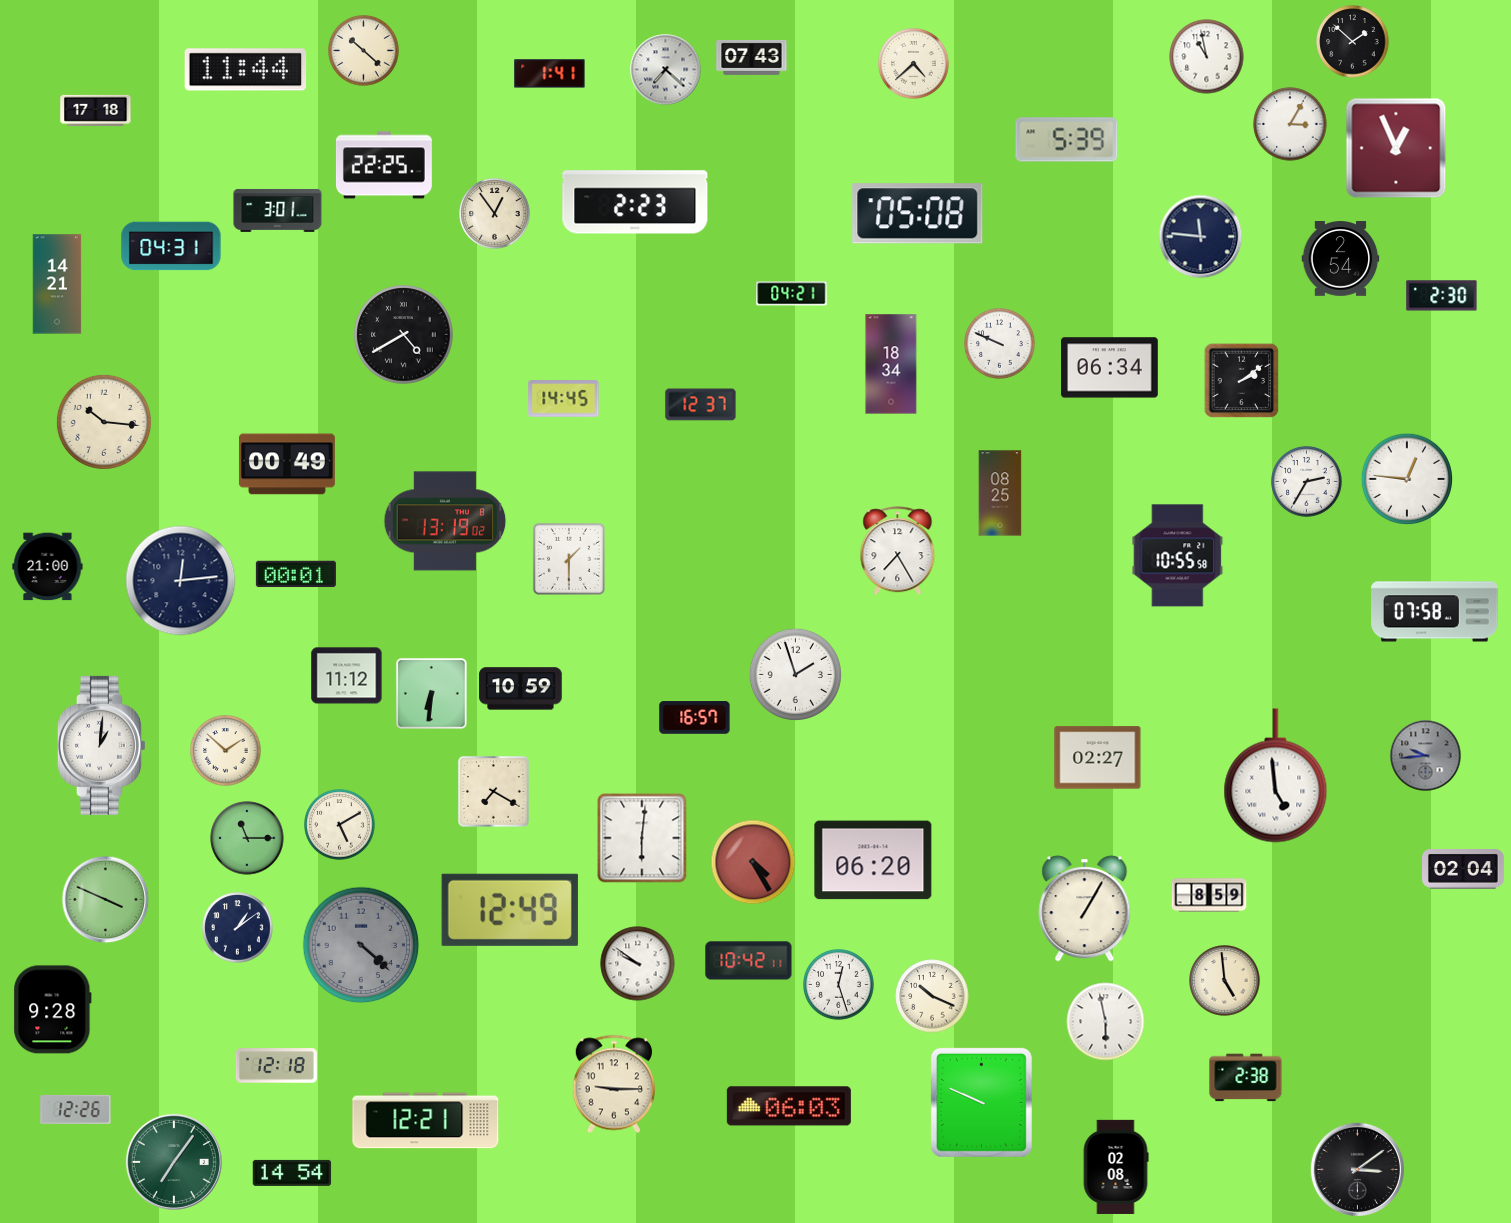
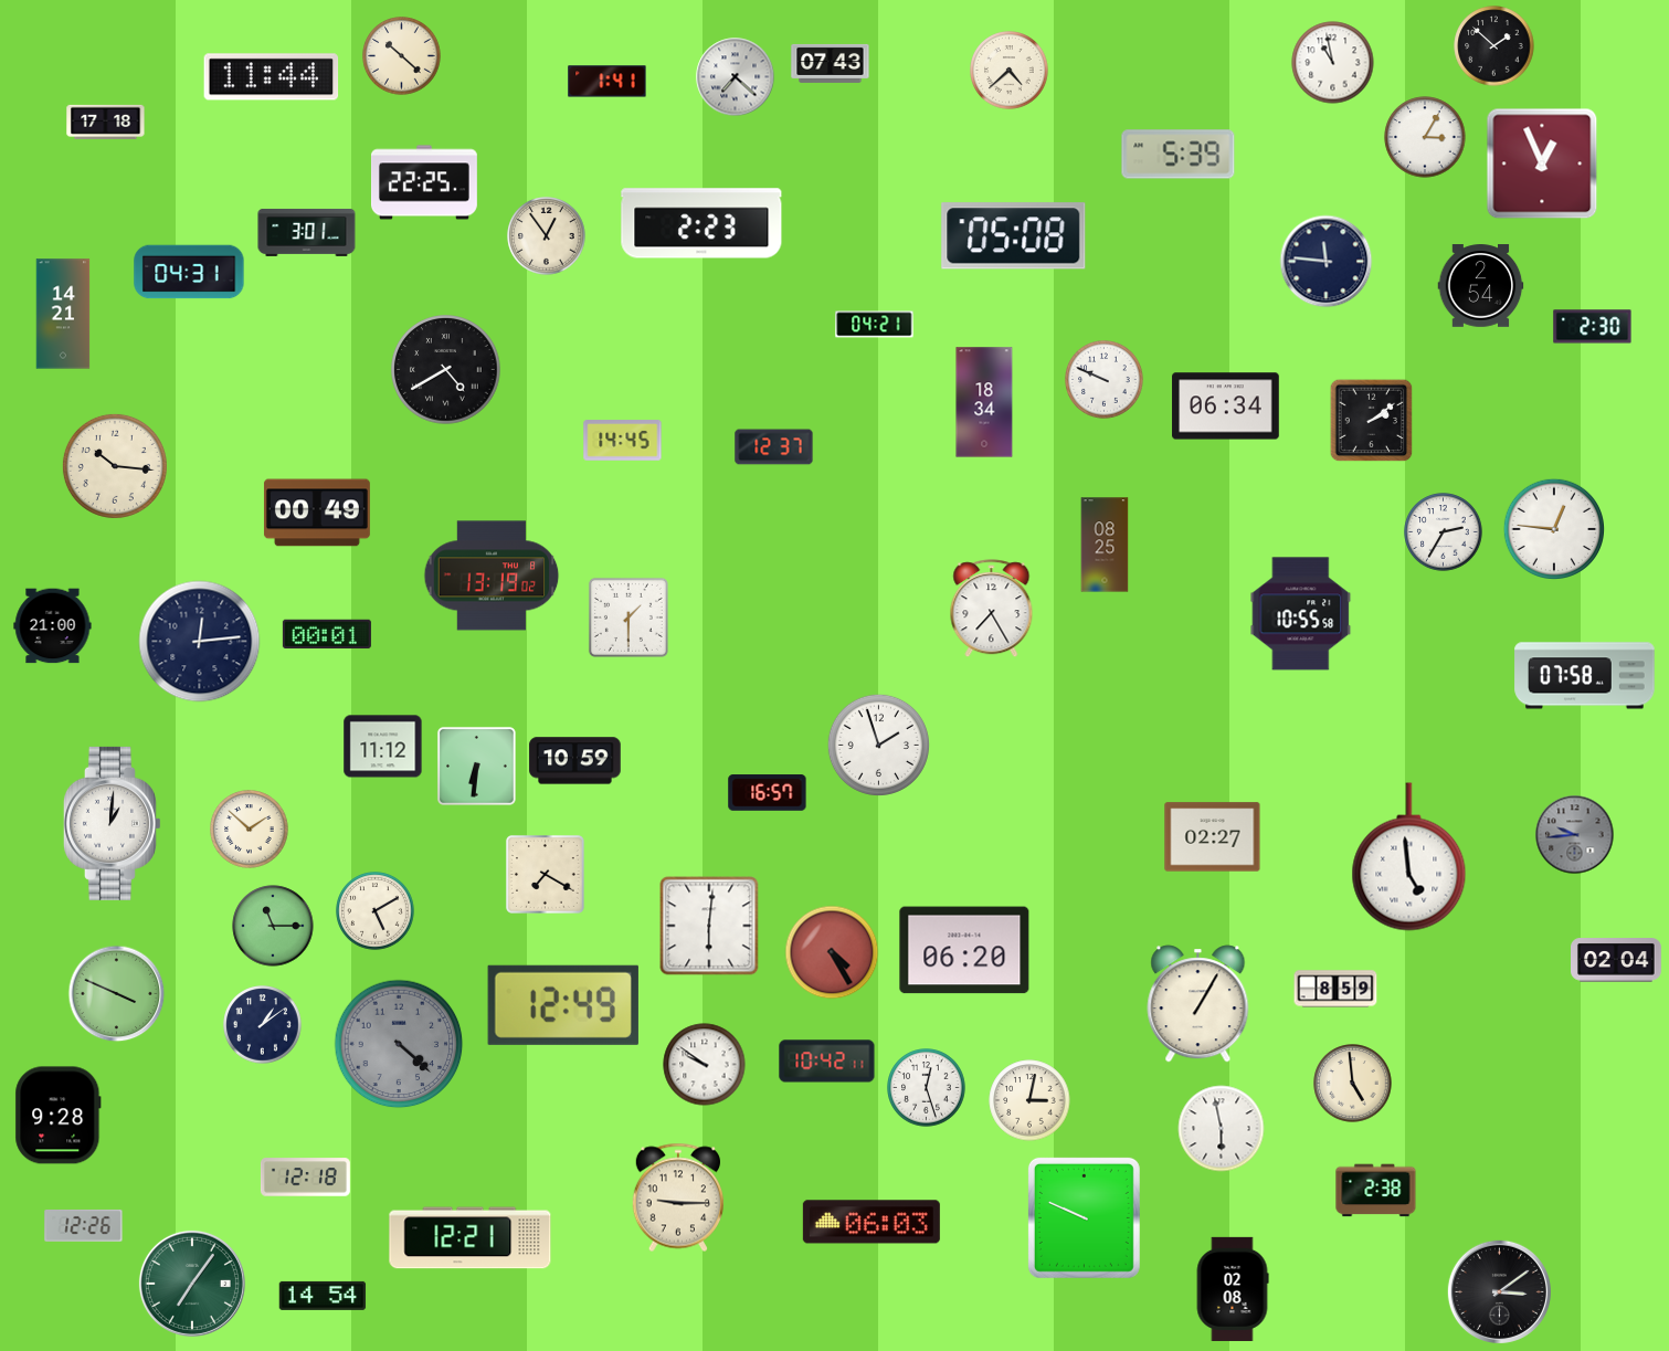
clock at (932, 996): 10:19 -> 3:02
